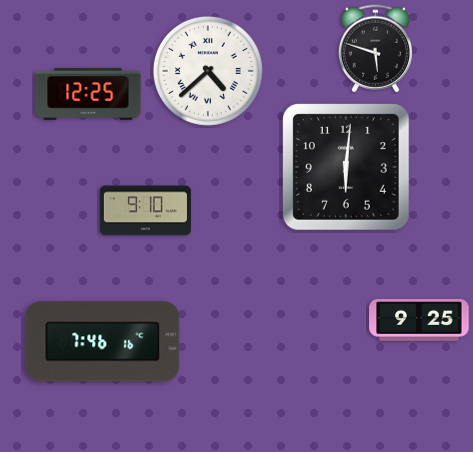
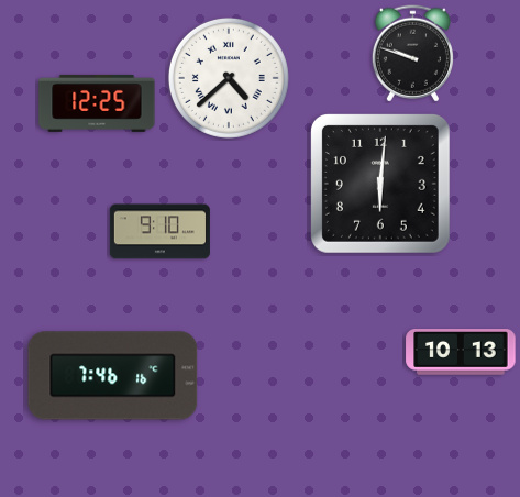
clock at (375, 49): 5:48 -> 9:48
clock at (419, 321): 9:25 -> 10:13
